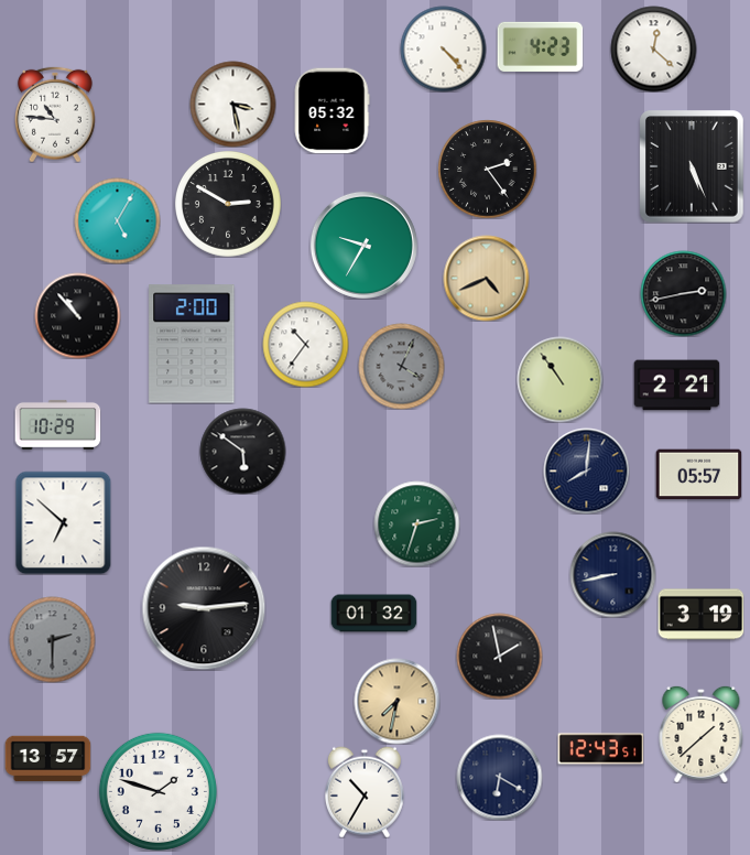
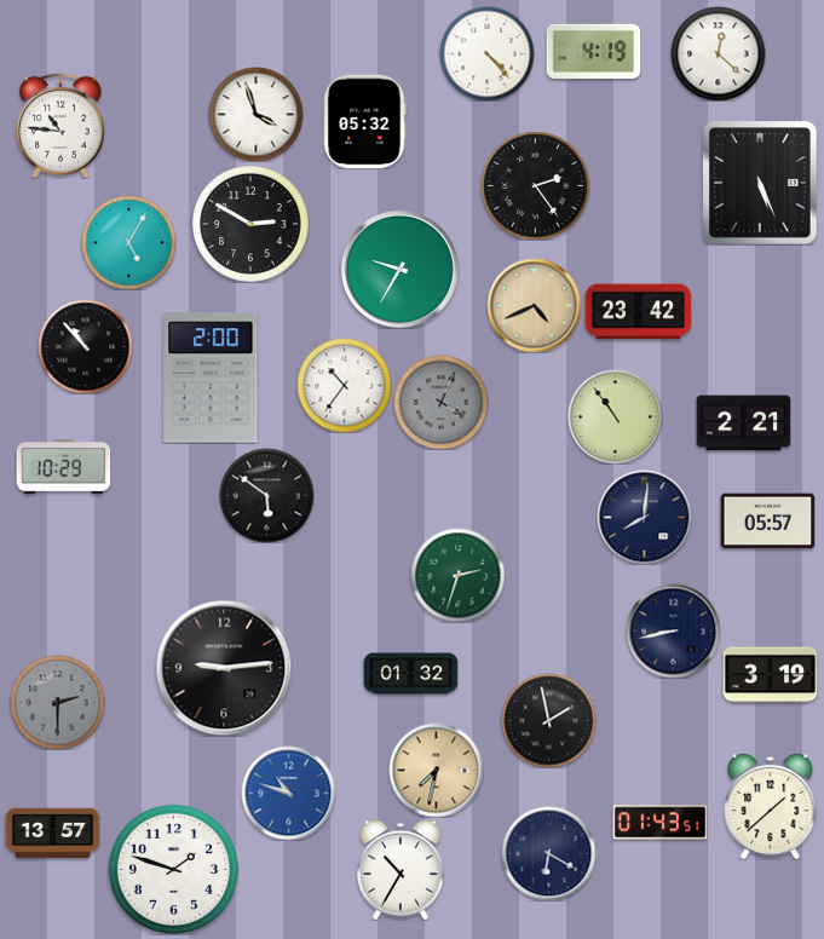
clock at (540, 46): 4:23 -> 4:19
clock at (232, 104): 3:28 -> 3:57
clock at (638, 312): none -> 23:42
clock at (683, 293): 2:43 -> none
clock at (305, 344) position: (305, 344) -> (344, 385)
clock at (64, 522): 6:52 -> none
clock at (288, 793): none -> 10:48
clock at (600, 749): 12:43 -> 01:43
